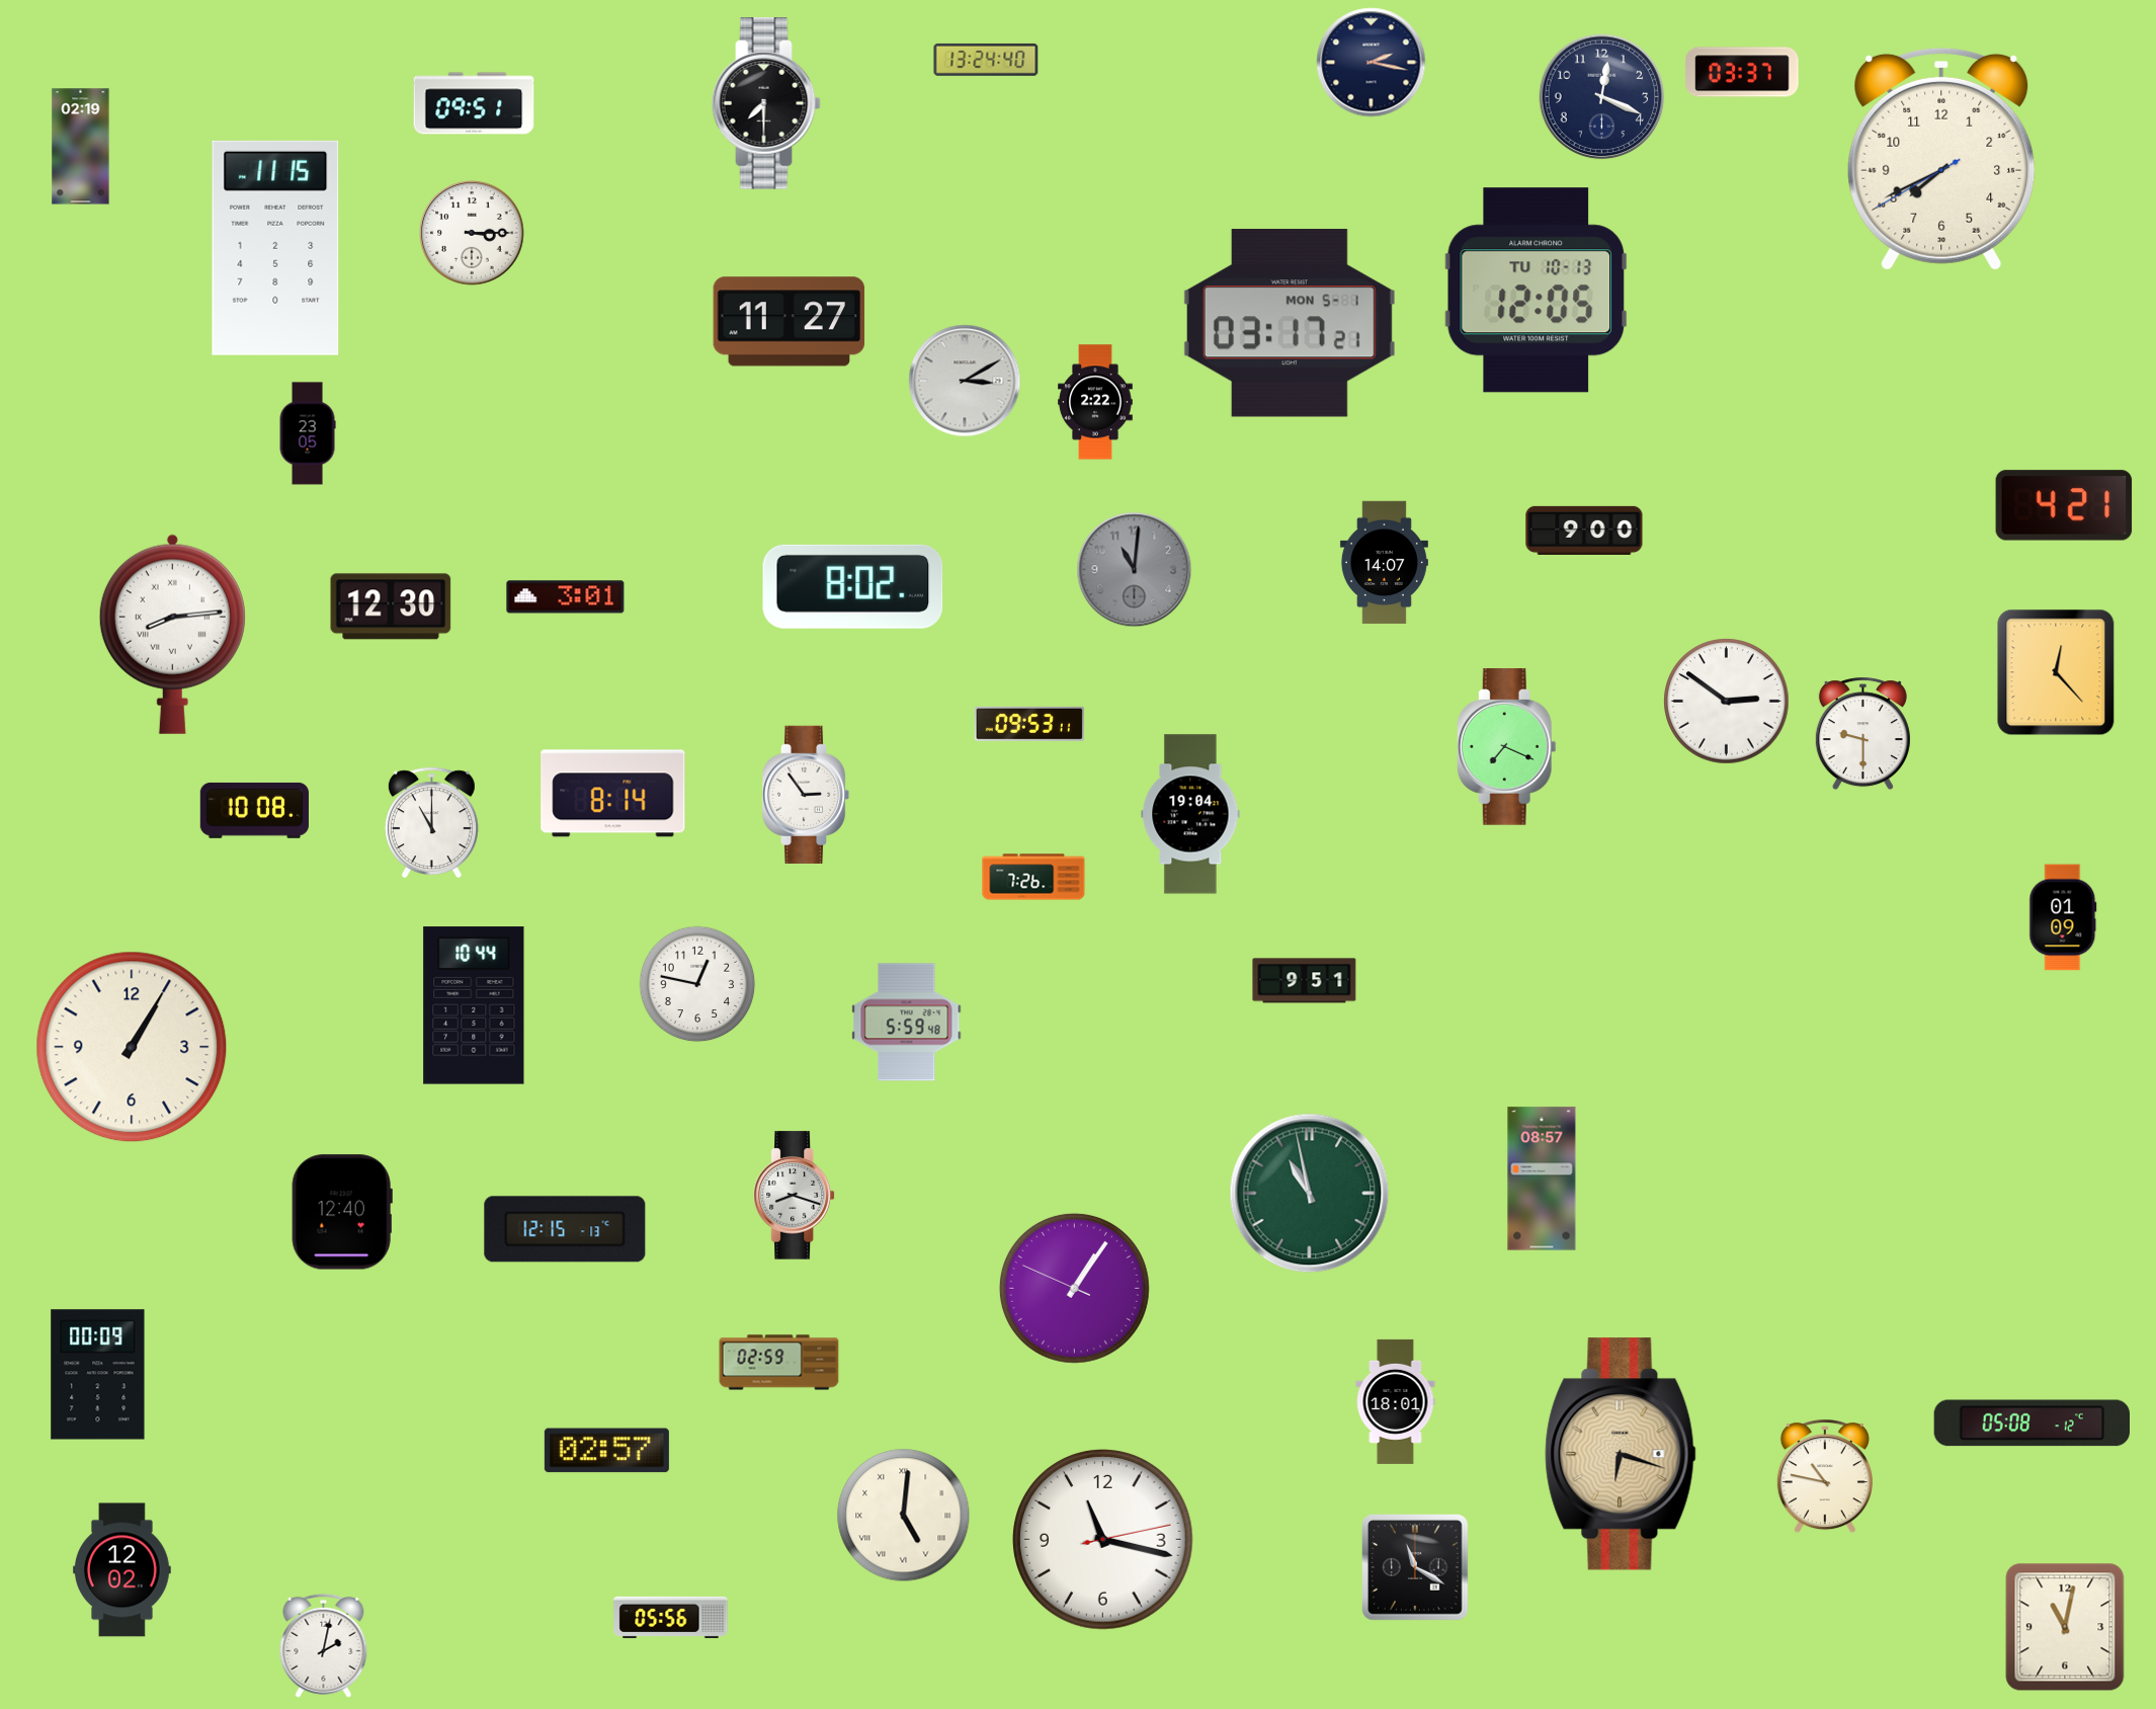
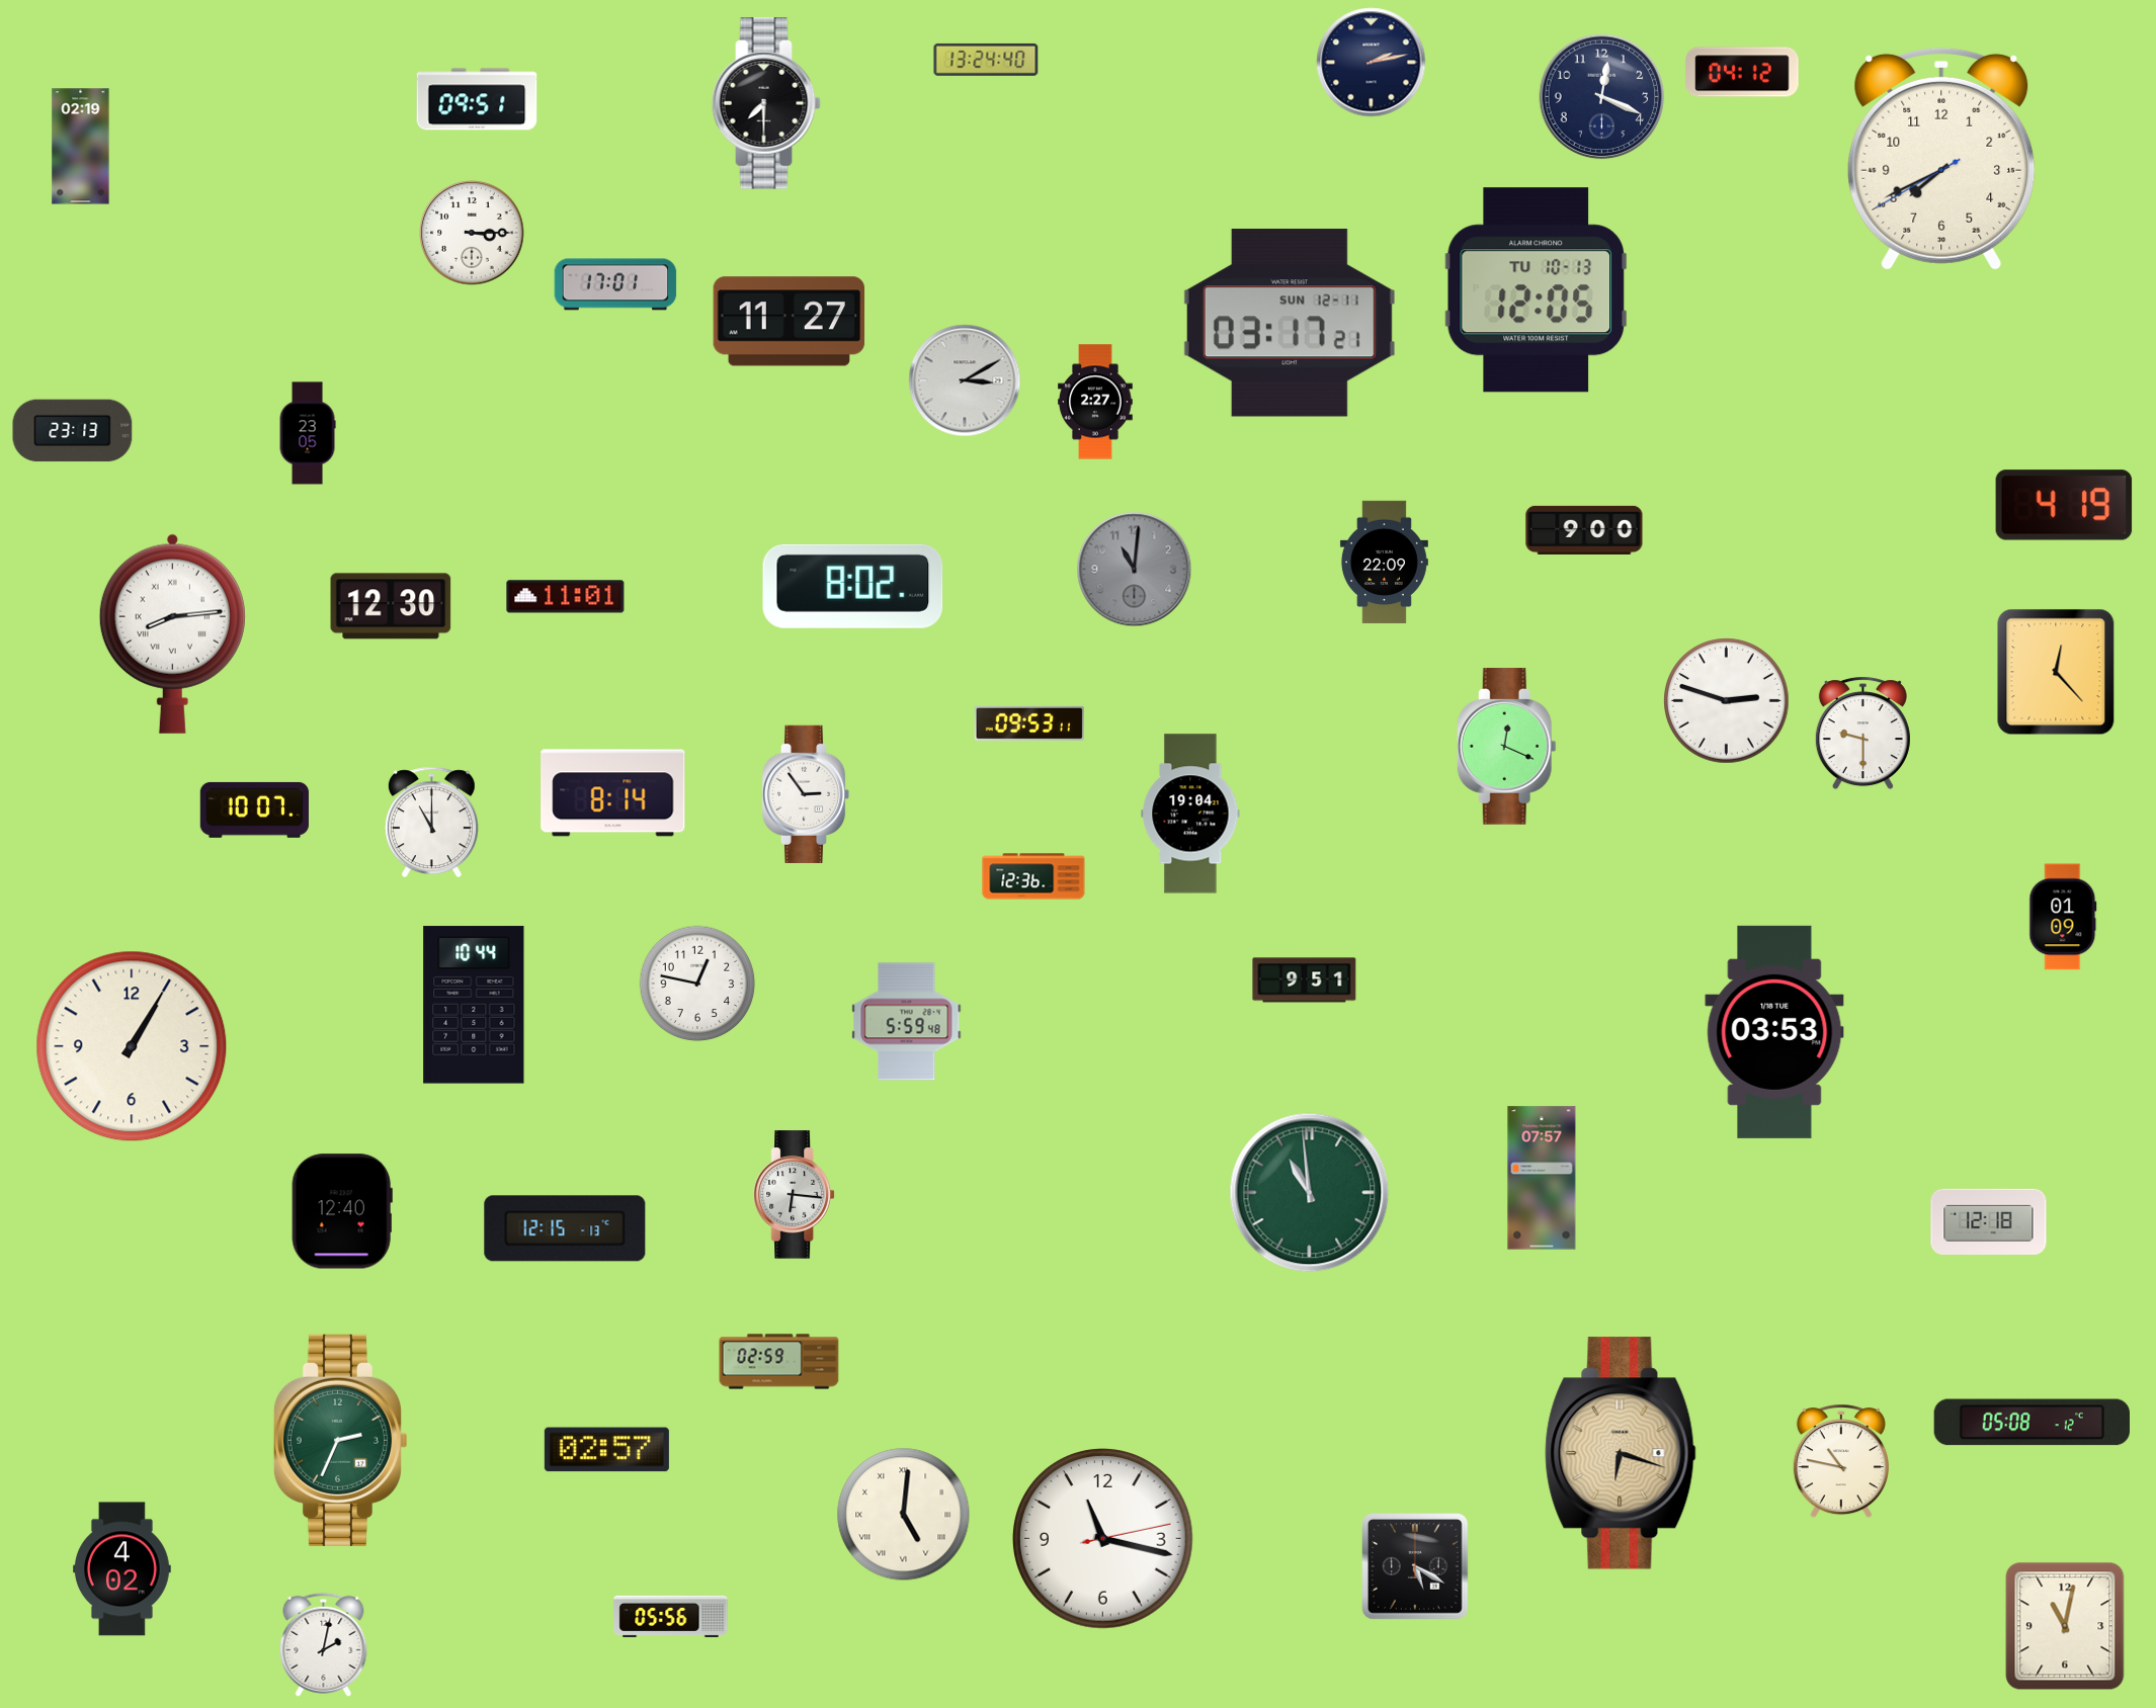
clock at (1372, 63): 2:17 -> 2:13
clock at (1742, 72): 03:37 -> 04:12
clock at (474, 103) position: (474, 103) -> (477, 99)
clock at (275, 248): 11:15 -> none
clock at (615, 284): none -> 17:01
clock at (1290, 323) date: MON 5-1 -> SUN 12-11
clock at (1095, 402): 2:22 -> 2:27
clock at (73, 431): none -> 23:13
clock at (2064, 505): 4:21 -> 4:19
clock at (1384, 563): 14:07 -> 22:09
clock at (566, 597): 3:01 -> 11:01
clock at (1727, 702): 2:51 -> 2:48
clock at (1506, 747): 7:19 -> 12:19
clock at (254, 810): 10:08 -> 10:07
clock at (1033, 877): 7:26 -> 12:36
clock at (1774, 1032): none -> 03:53
clock at (1542, 1178): 08:57 -> 07:57
clock at (1310, 1194): 10:58 -> 10:59
clock at (794, 1196): 8:18 -> 6:16
clock at (1989, 1221): none -> 12:18
clock at (1074, 1288): 1:05 -> none
clock at (98, 1375): 00:09 -> none
clock at (1396, 1401): 18:01 -> none
clock at (340, 1440): none -> 2:34
clock at (1825, 1477) position: (1825, 1477) -> (1841, 1462)
clock at (1416, 1568): 11:20 -> 5:20
clock at (122, 1570): 12:02 -> 4:02
